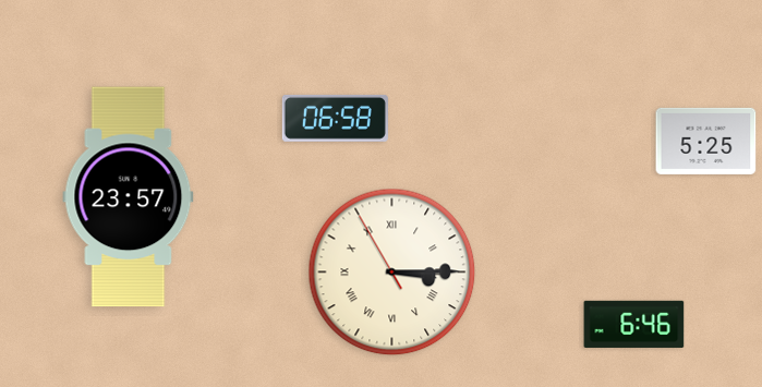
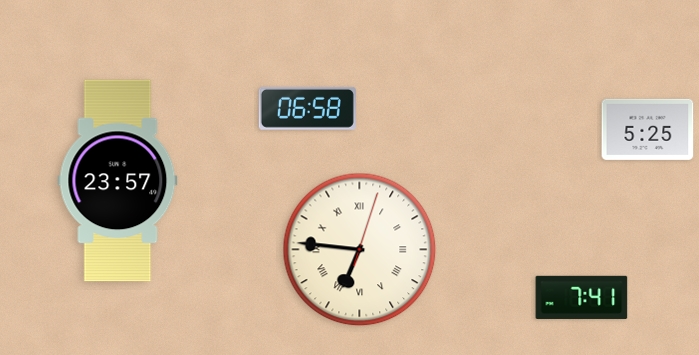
clock at (392, 273): 3:14 -> 6:46
clock at (634, 324): 6:46 -> 7:41
